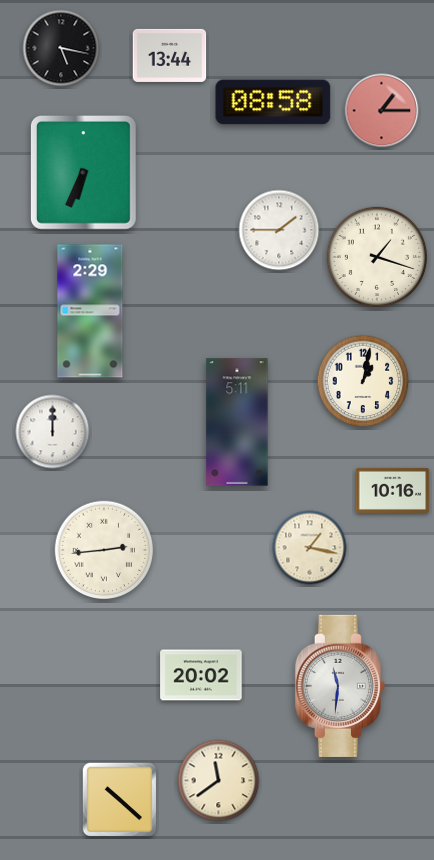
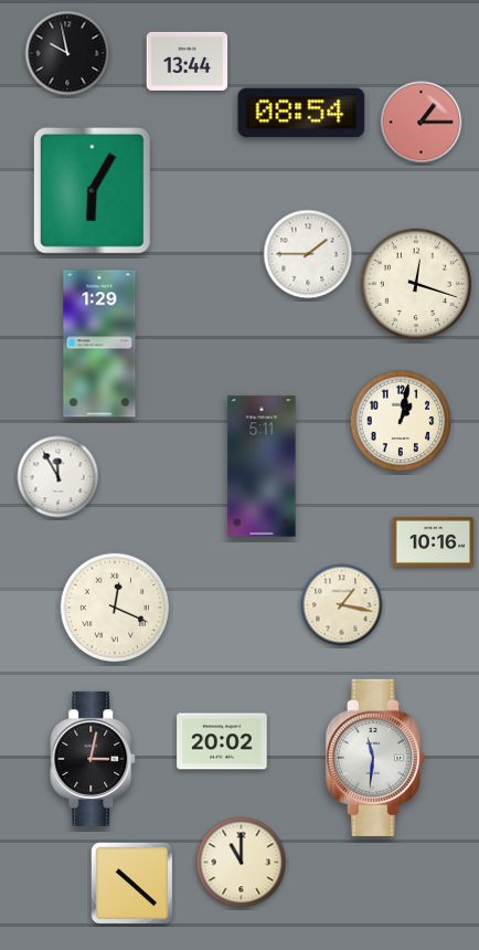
clock at (61, 48): 5:17 -> 9:58
clock at (273, 102): 08:58 -> 08:54
clock at (83, 172): 6:34 -> 6:05
clock at (376, 256): 1:18 -> 12:18
clock at (90, 311): 2:29 -> 1:29
clock at (53, 432): 12:00 -> 11:55
clock at (103, 549): 2:44 -> 12:19
clock at (201, 675) position: (201, 675) -> (222, 741)
clock at (94, 759): none -> 3:02
clock at (219, 781): 11:39 -> 11:00
